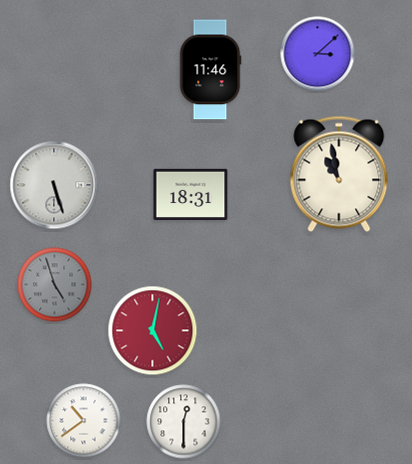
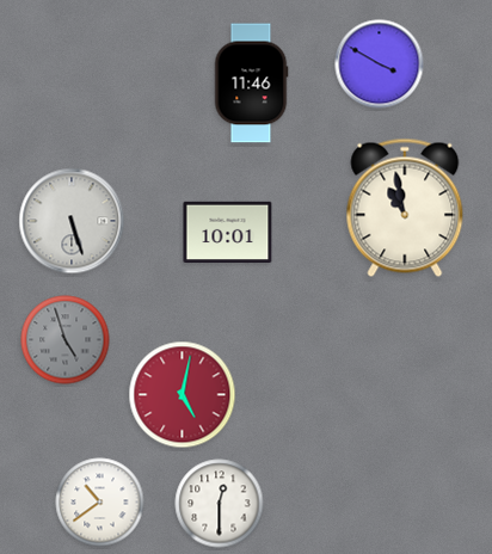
clock at (318, 54): 3:08 -> 3:50
clock at (54, 185) position: (54, 185) -> (72, 221)
clock at (191, 195): 18:31 -> 10:01
